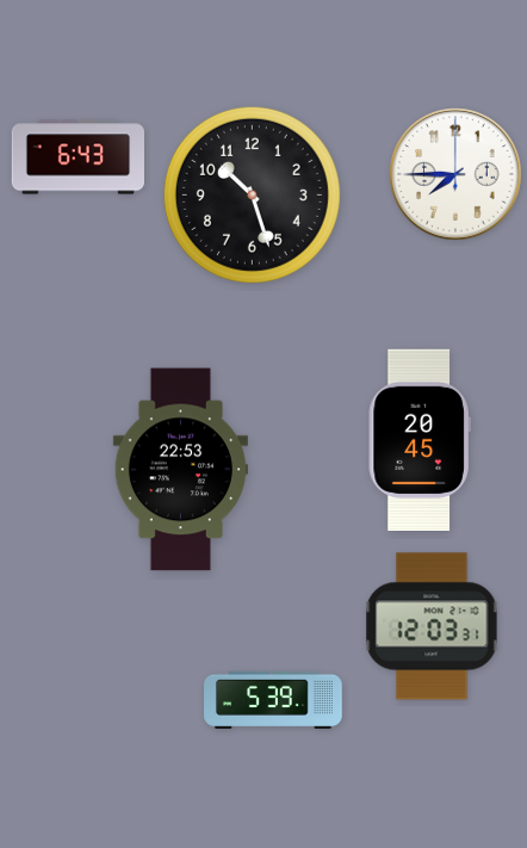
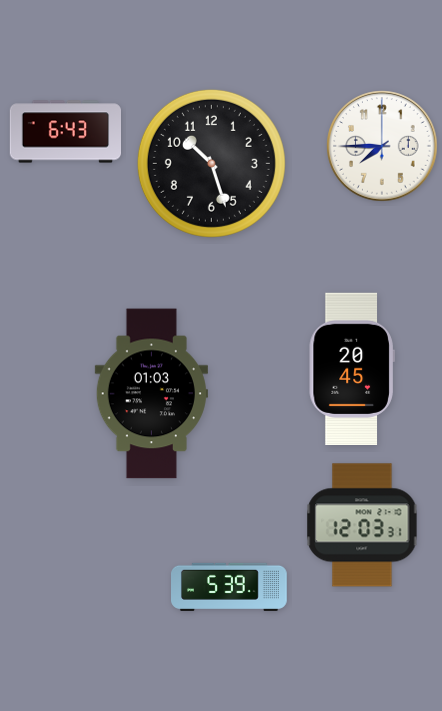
clock at (180, 470): 22:53 -> 01:03
